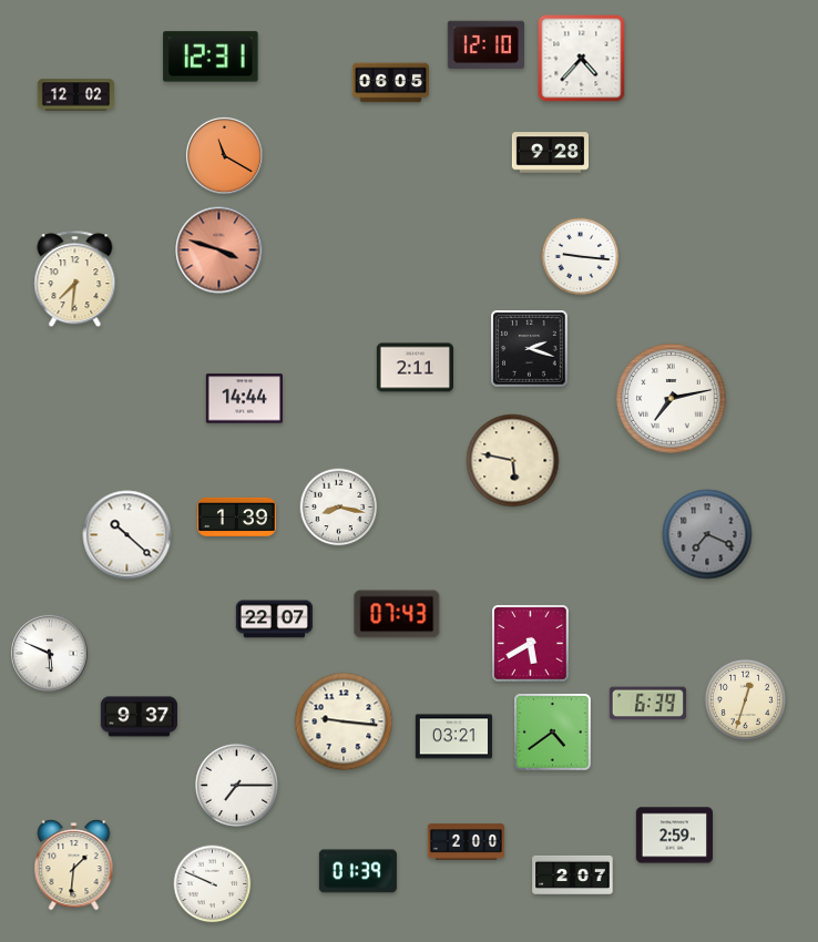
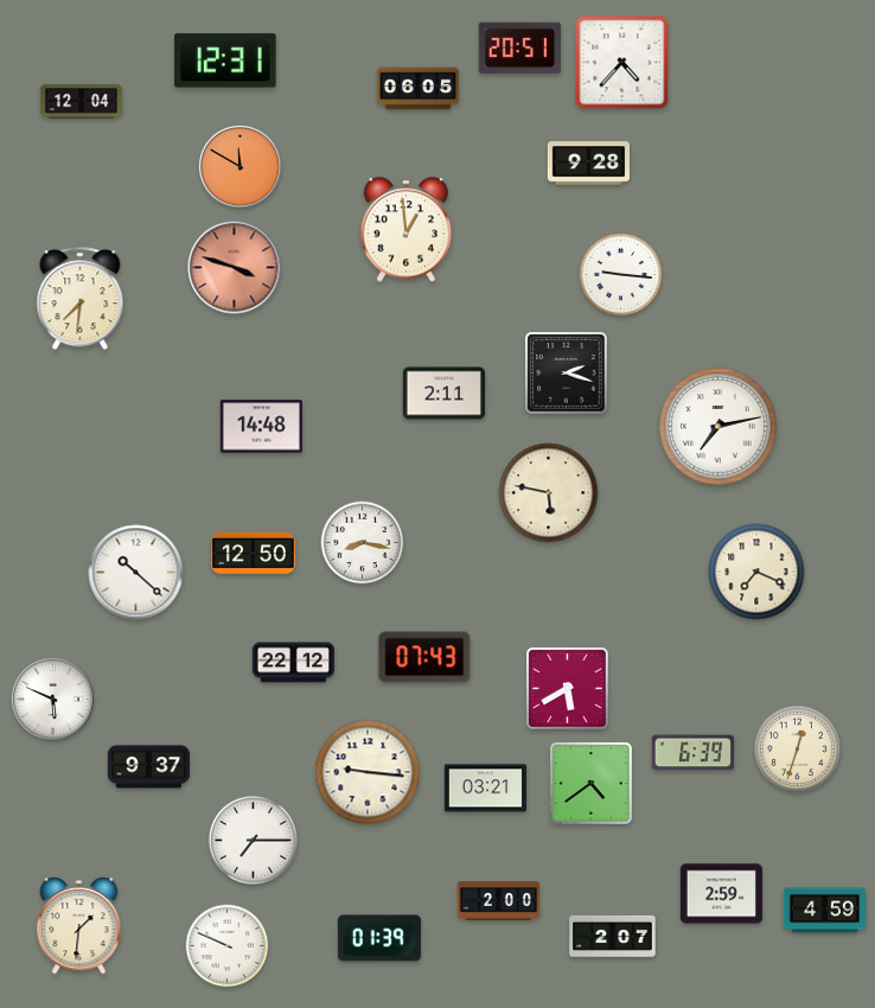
clock at (485, 45): 12:10 -> 20:51
clock at (75, 95): 12:02 -> 12:04
clock at (224, 155): 11:20 -> 11:50
clock at (407, 230): none -> 12:59
clock at (244, 399): 14:44 -> 14:48
clock at (236, 516): 1:39 -> 12:50
clock at (707, 534) dial: grey -> cream
clock at (274, 620): 22:07 -> 22:12
clock at (824, 911): none -> 4:59
clock at (358, 871) position: (358, 871) -> (379, 938)
